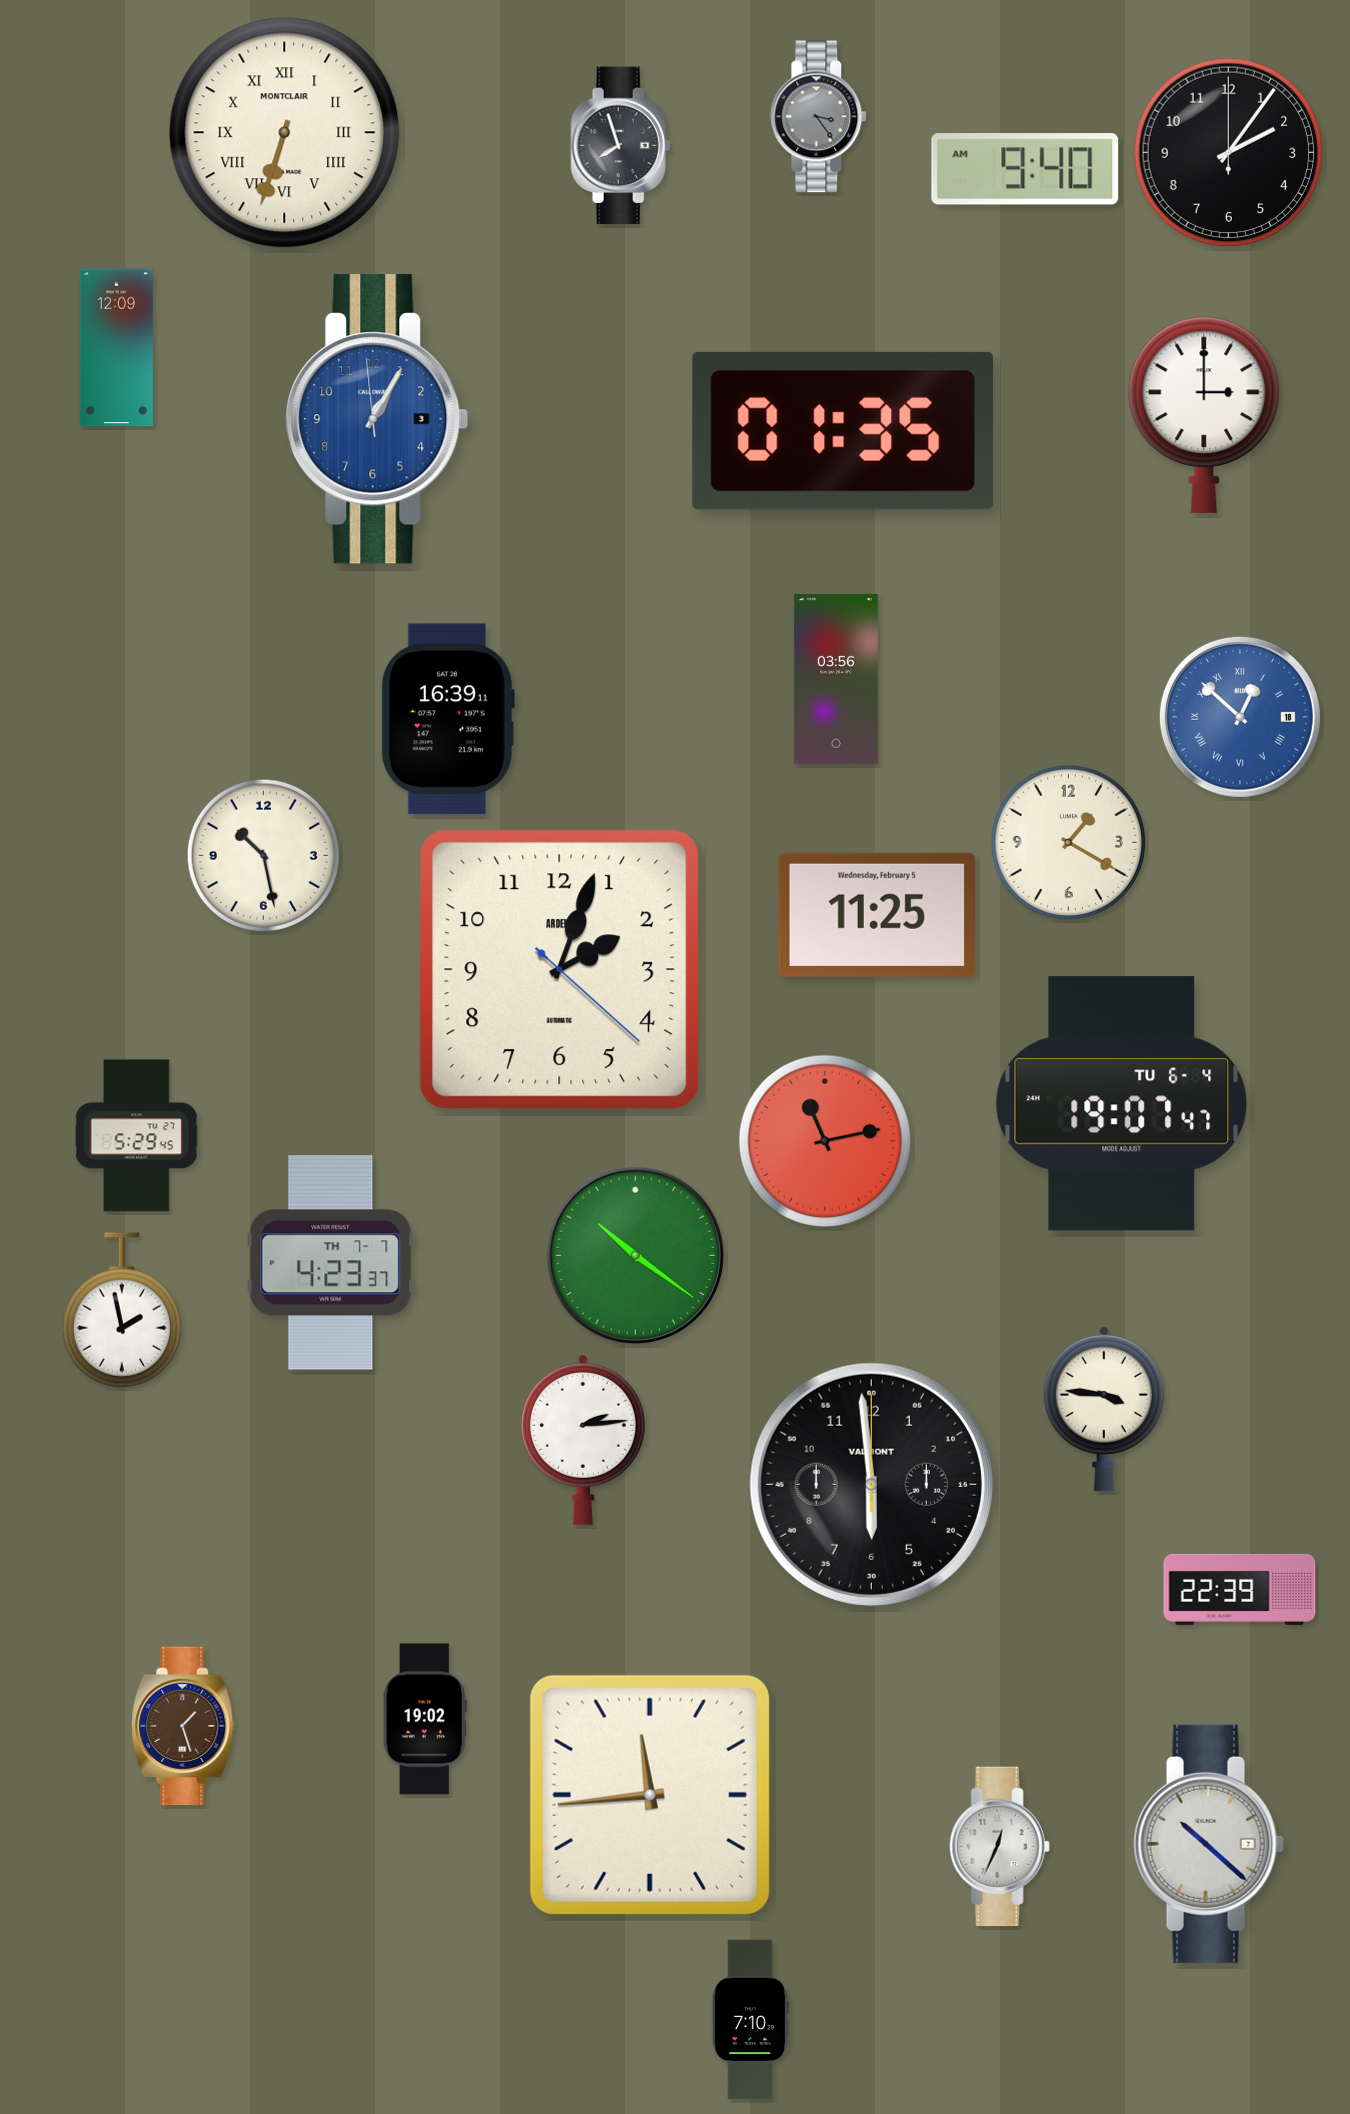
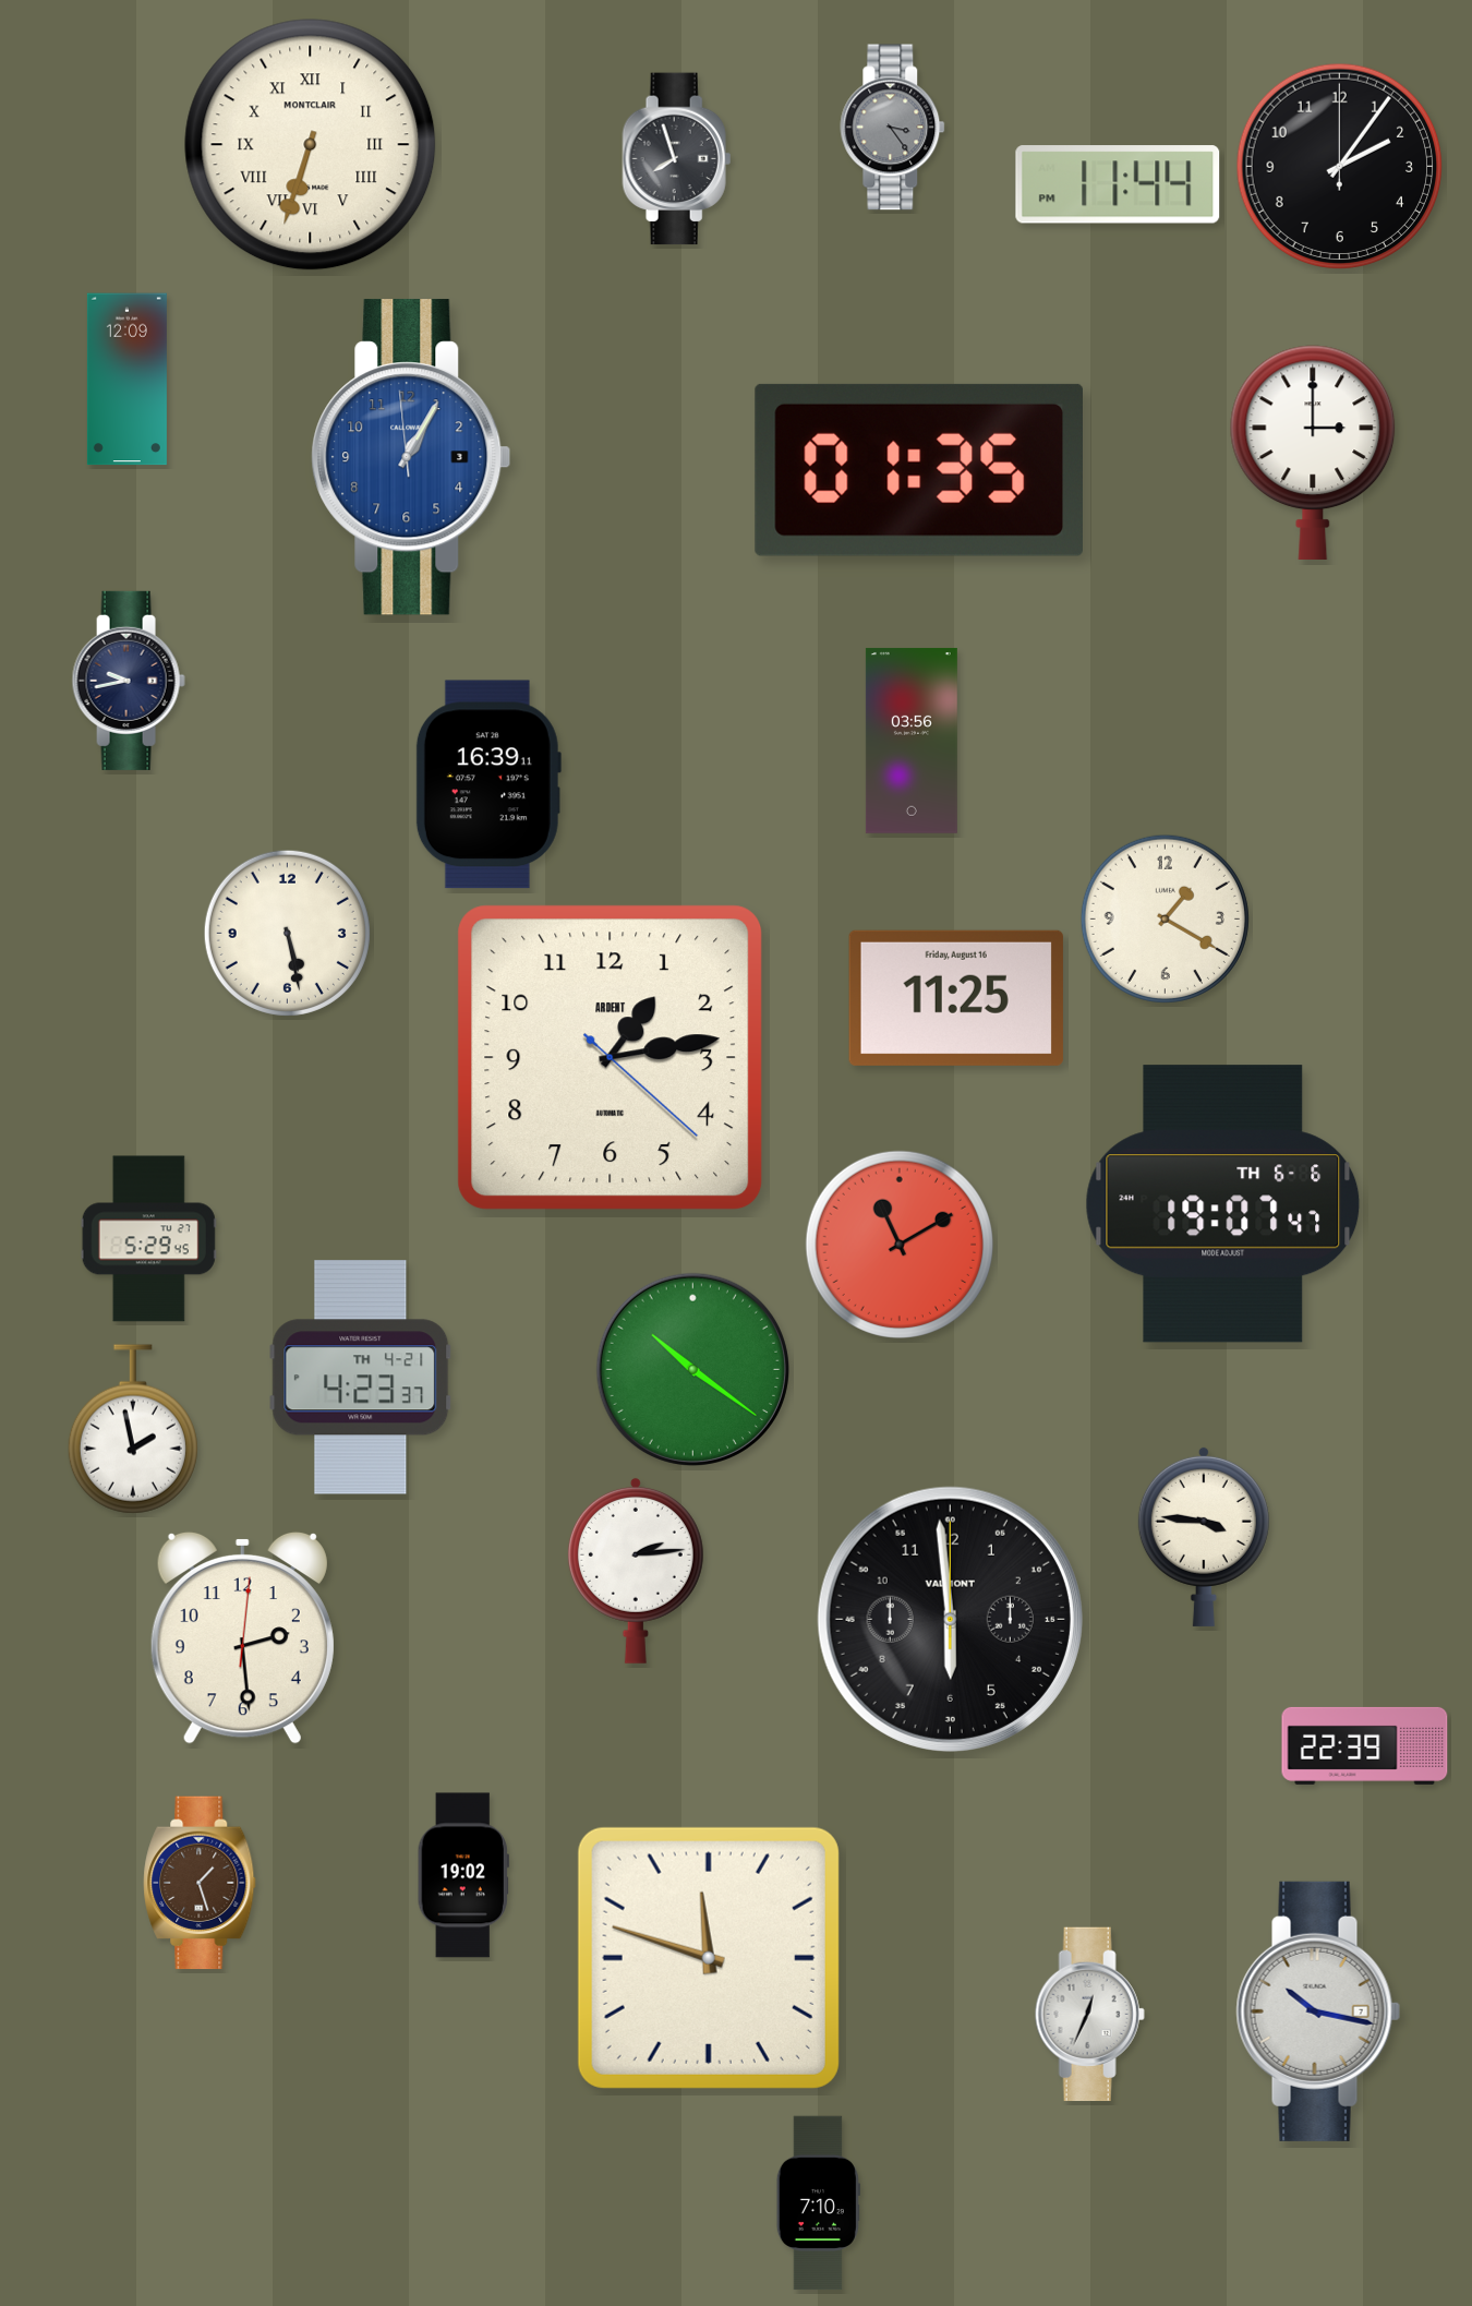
clock at (1025, 169): 9:40 -> 11:44
clock at (129, 681): none -> 9:43
clock at (1240, 717): 12:52 -> none
clock at (263, 855): 10:28 -> 5:28
clock at (877, 915) date: Wednesday, February 5 -> Friday, August 16
clock at (560, 970): 2:03 -> 1:13
clock at (1122, 1104) date: TU 6-4 -> TH 6-6
clock at (824, 1140): 11:13 -> 11:10
clock at (331, 1263) date: TH 7-7 -> TH 4-21
clock at (242, 1637): none -> 2:29
clock at (1240, 1589) position: (1240, 1589) -> (1365, 1745)
clock at (650, 1795): 11:44 -> 11:48
clock at (1209, 1844): 10:22 -> 10:17
